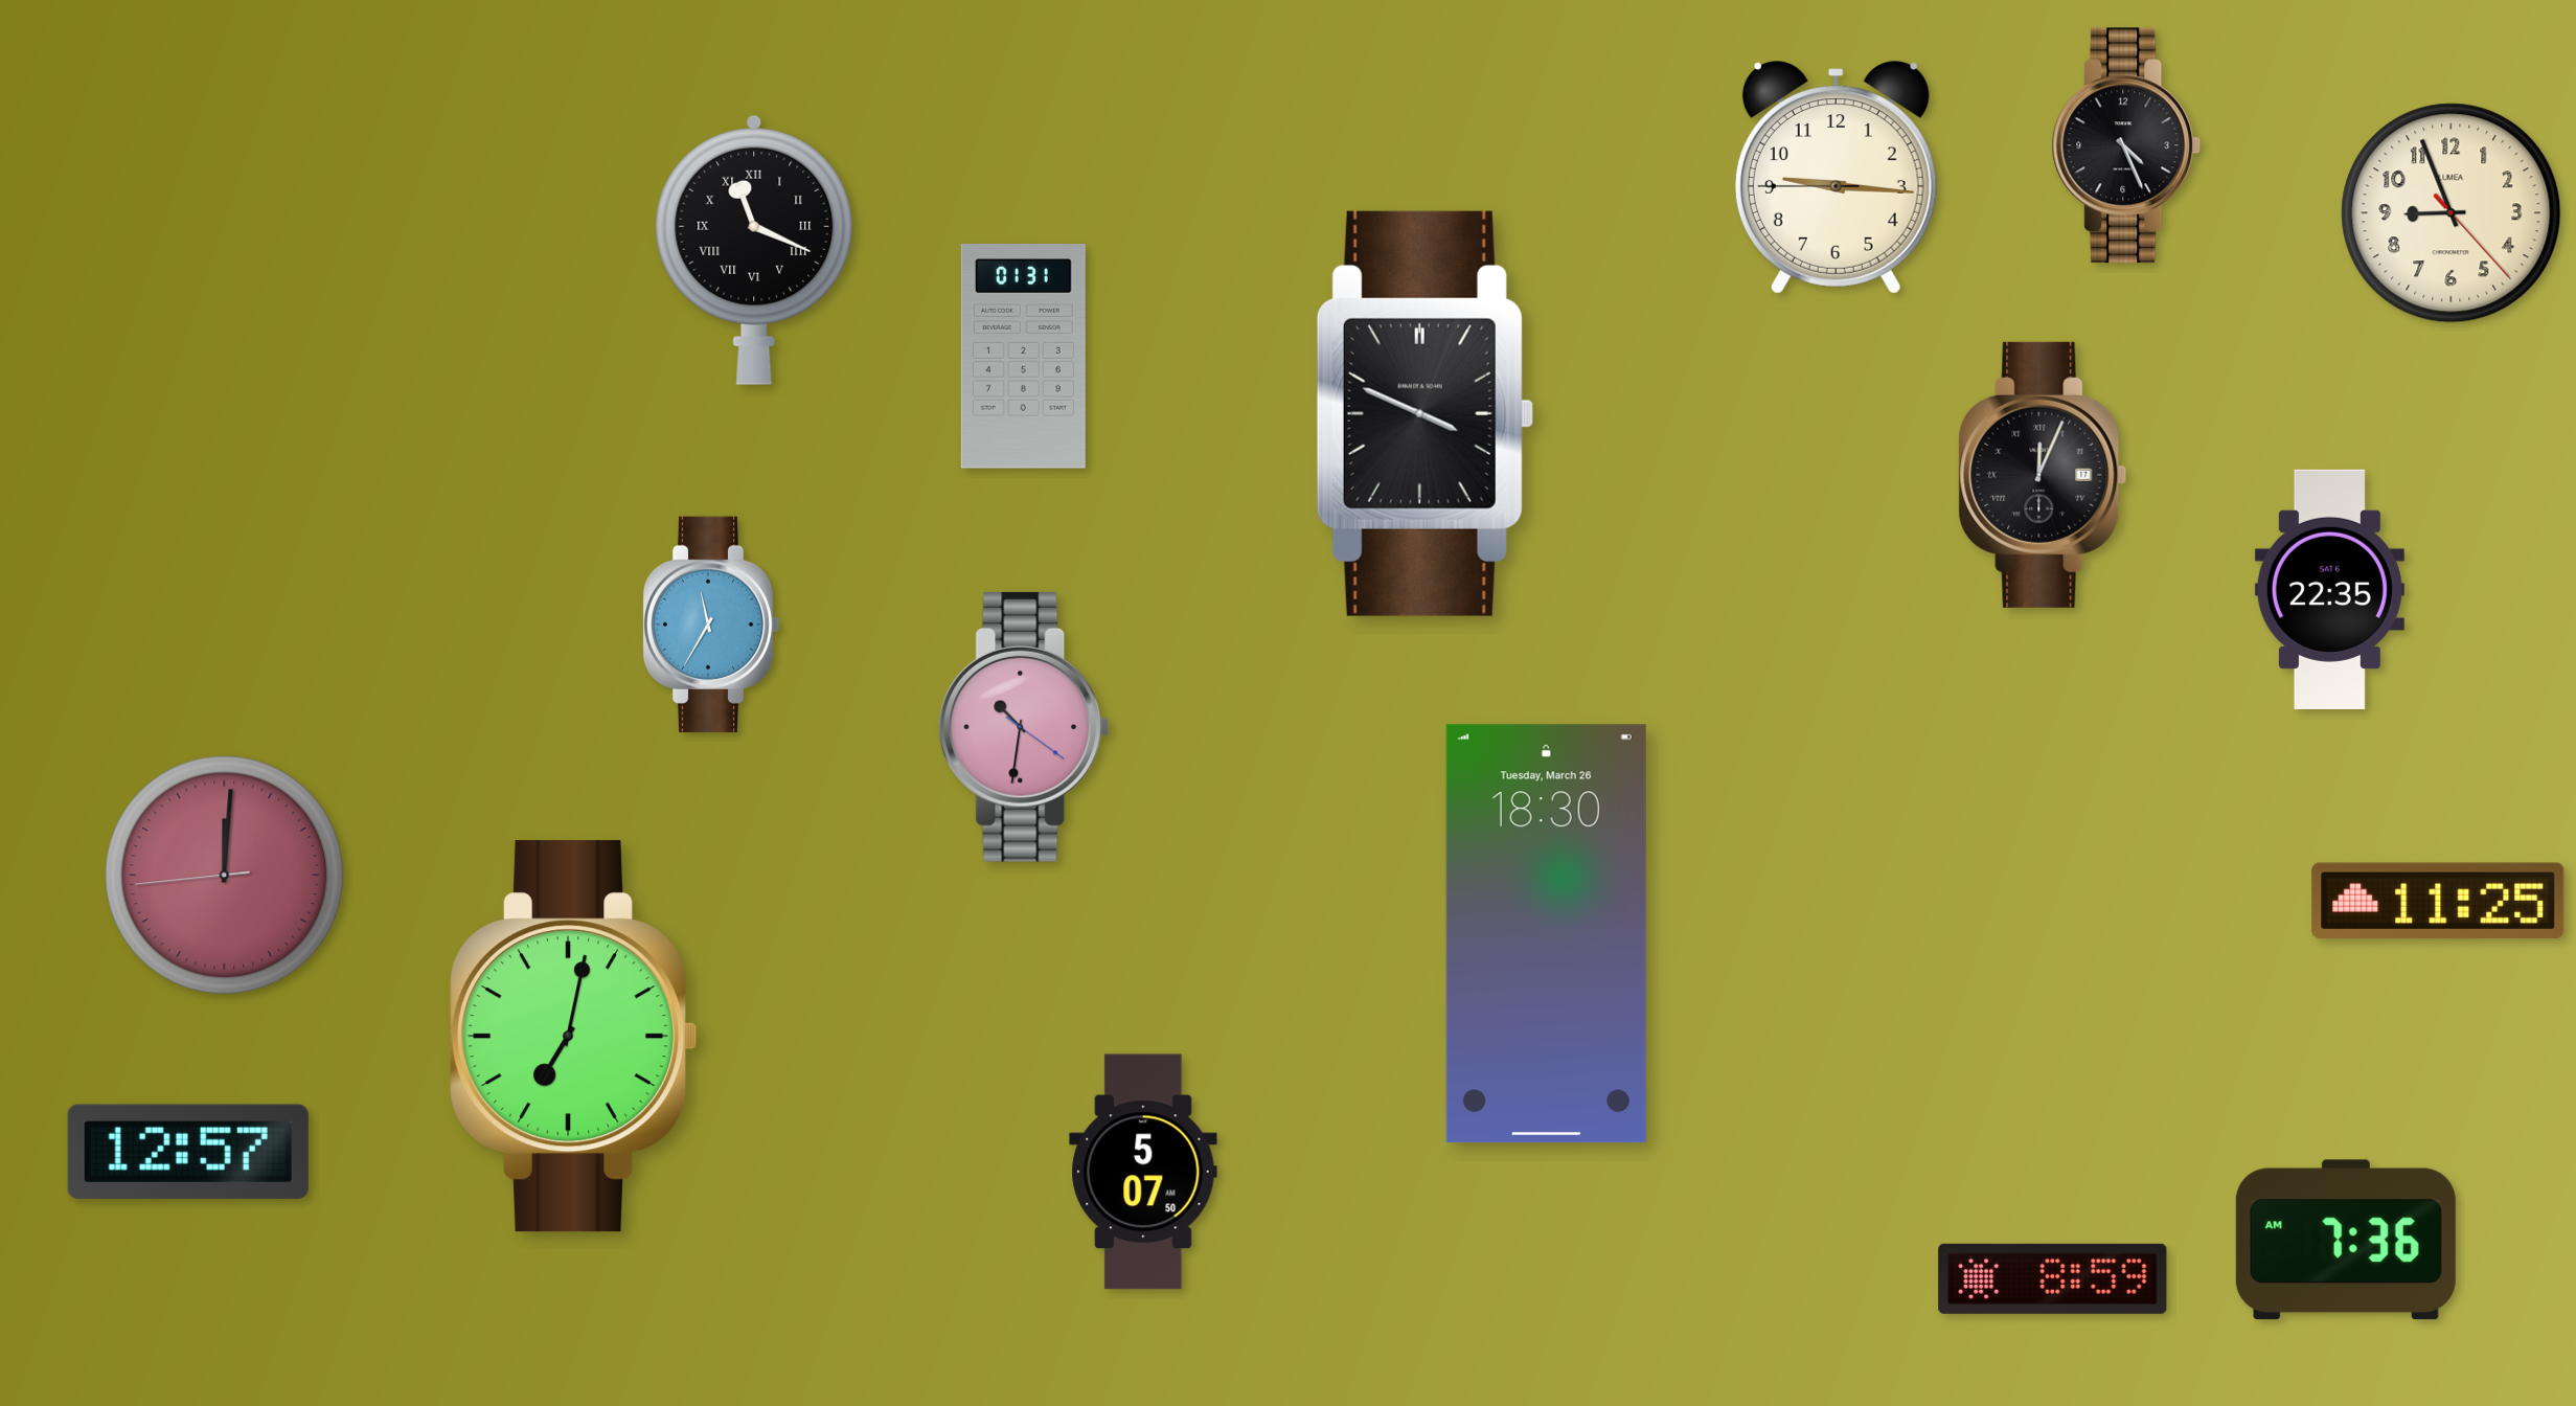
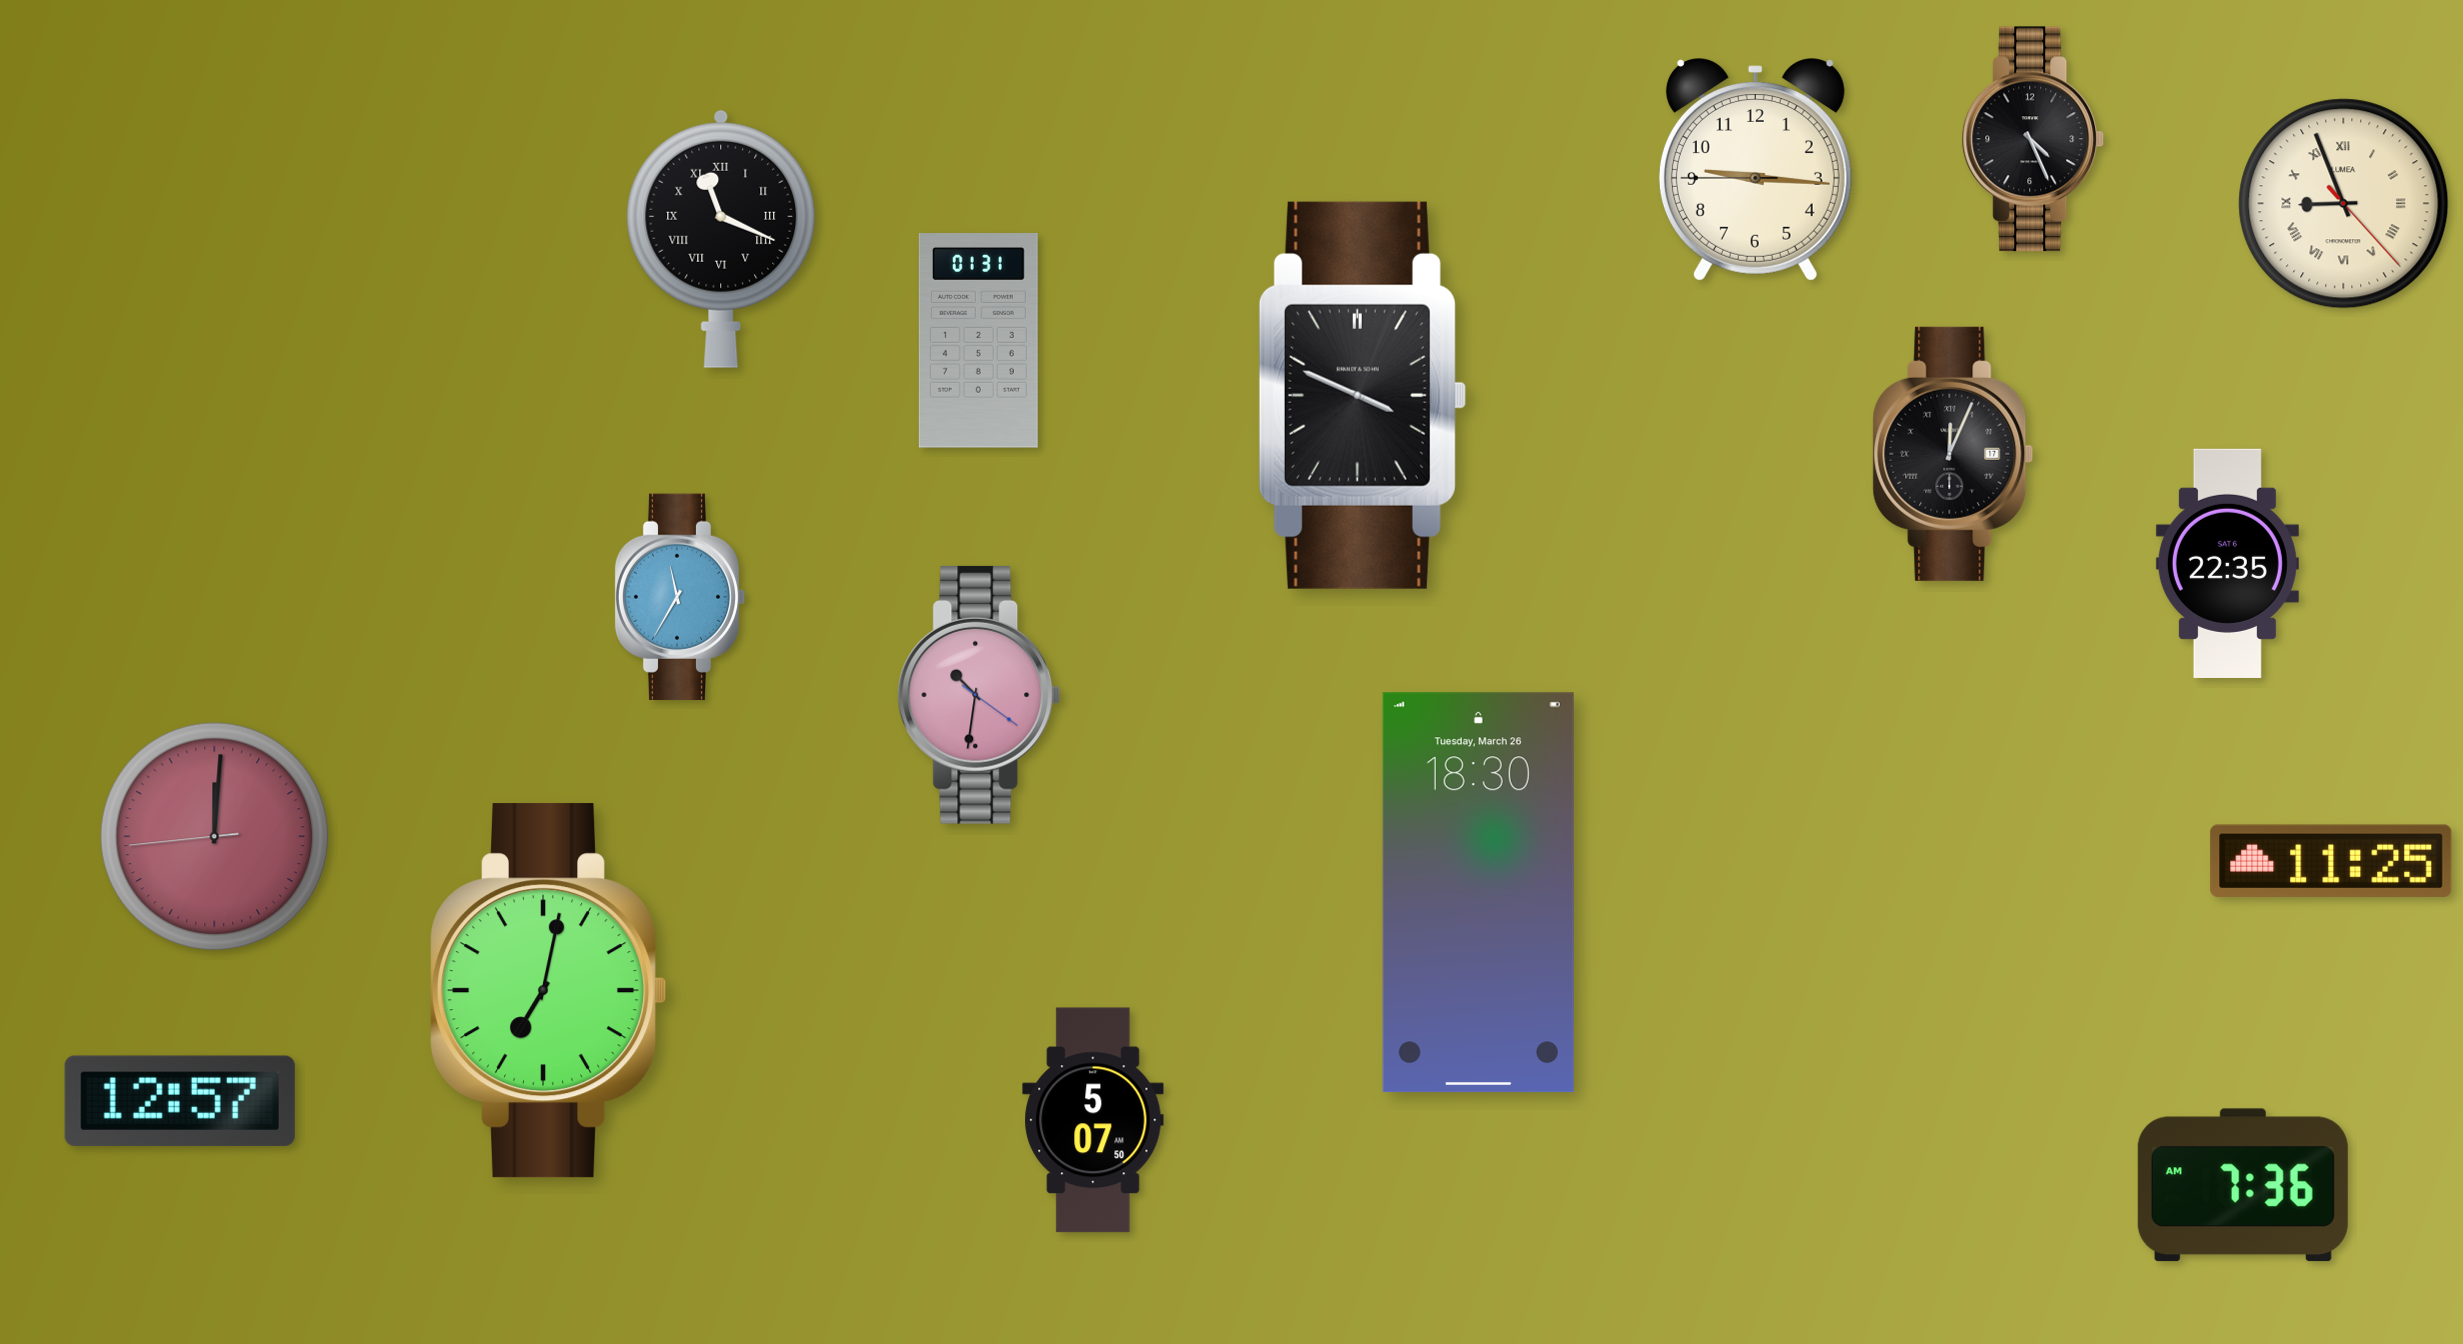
clock at (2452, 213) numerals: Arabic -> Roman
clock at (2053, 1278): 8:59 -> none
